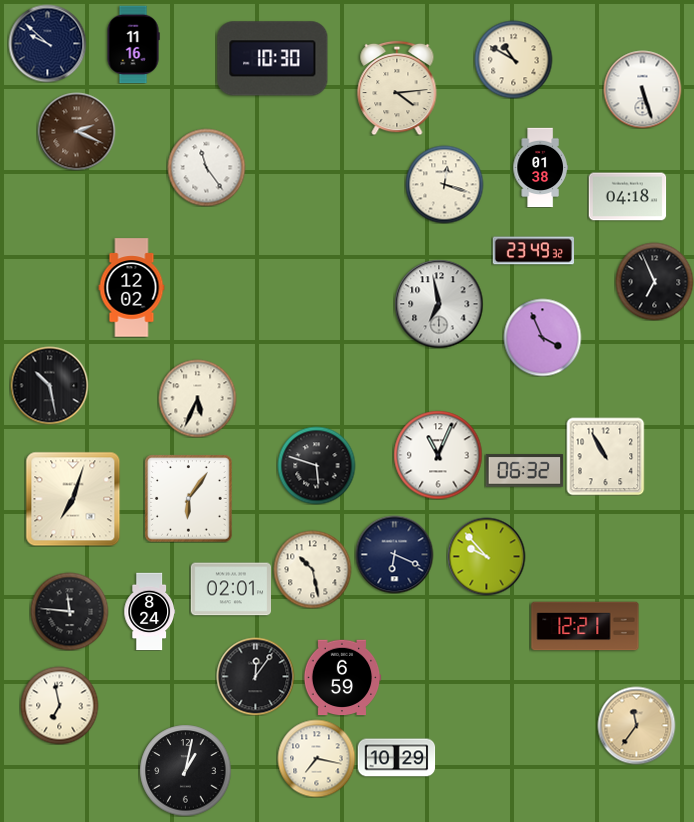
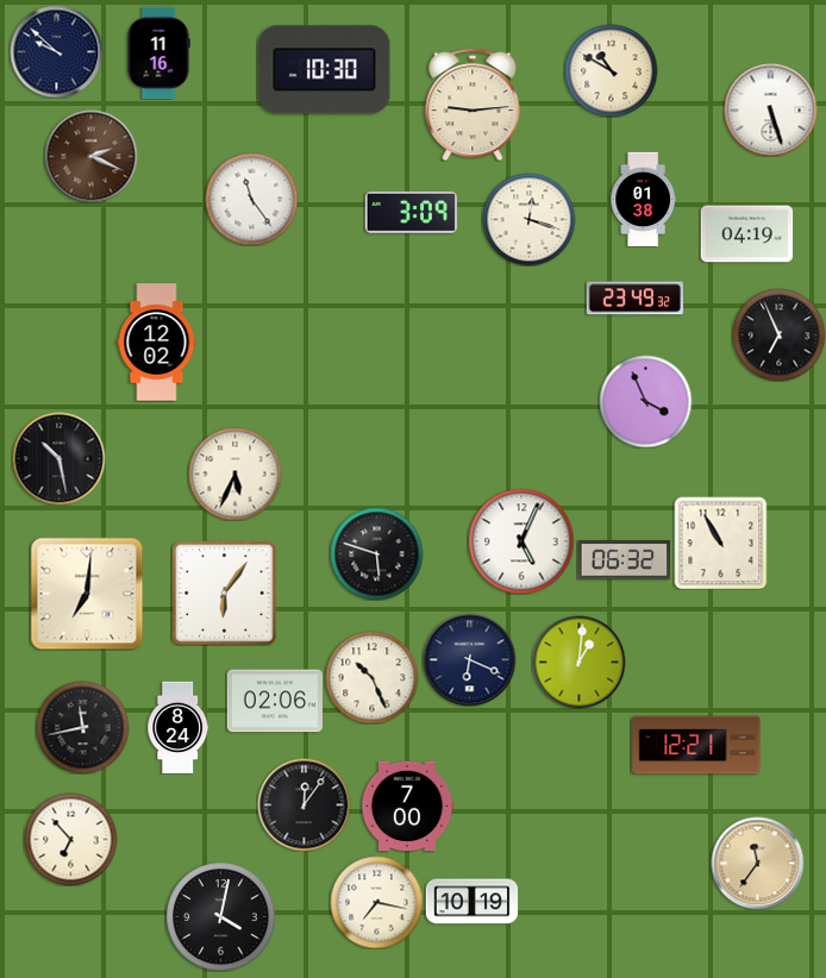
clock at (397, 88): 4:14 -> 9:14
clock at (642, 89) position: (642, 89) -> (770, 109)
clock at (206, 167) position: (206, 167) -> (251, 199)
clock at (411, 212): none -> 3:09
clock at (627, 197): 04:18 -> 04:19
clock at (439, 304): 6:58 -> none
clock at (438, 455): 11:04 -> 5:04
clock at (73, 499): 7:03 -> 7:01
clock at (486, 556): 9:53 -> 1:01
clock at (312, 569): 10:28 -> 10:26
clock at (230, 589): 02:01 -> 02:06
clock at (69, 611): 11:46 -> 11:43
clock at (342, 678): 6:59 -> 7:00
clock at (59, 705): 6:58 -> 6:53
clock at (396, 758): 10:29 -> 10:19
clock at (185, 770): 1:02 -> 4:02
